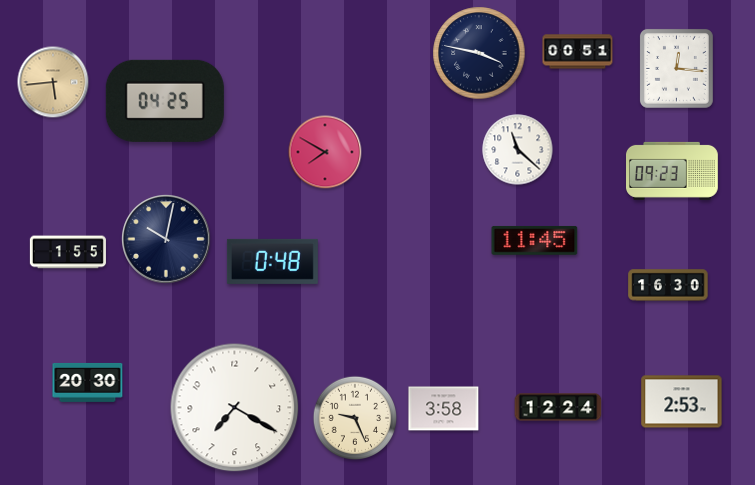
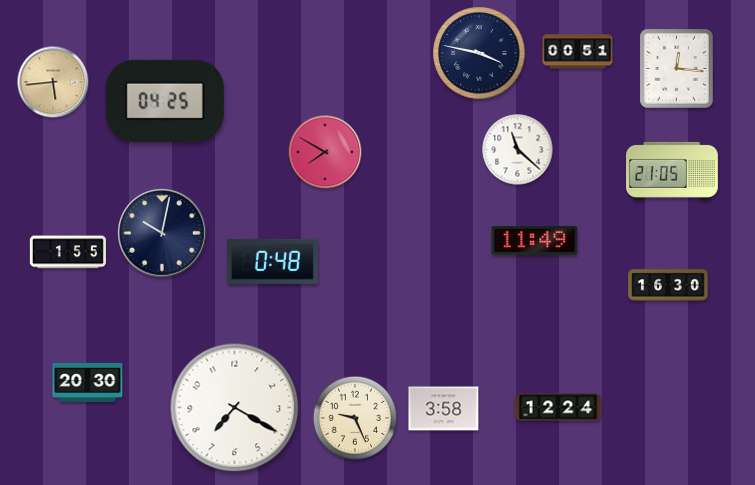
clock at (673, 171): 09:23 -> 21:05
clock at (167, 240) position: (167, 240) -> (163, 234)
clock at (535, 240): 11:45 -> 11:49
clock at (682, 402): 2:53 -> none
